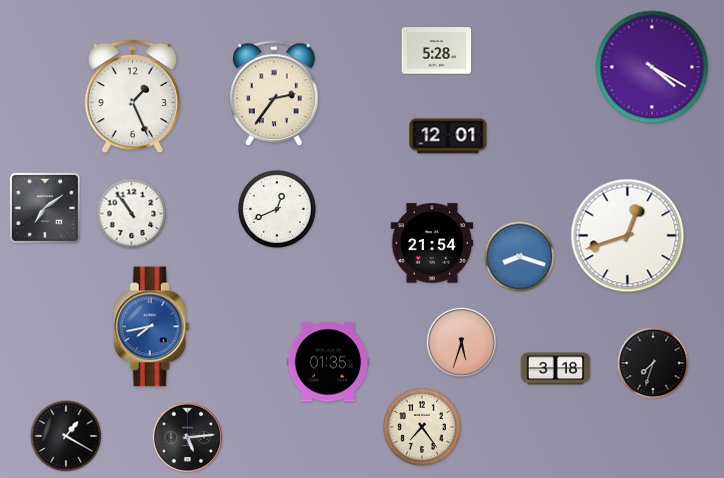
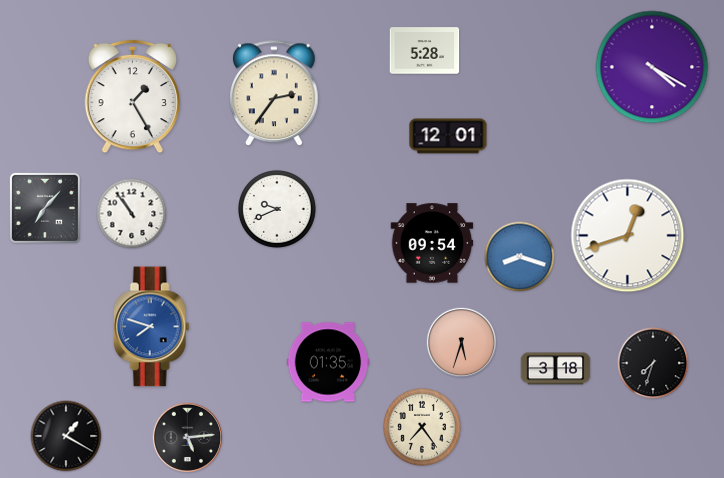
clock at (437, 51) position: (437, 51) -> (425, 51)
clock at (133, 97): 1:26 -> 1:25
clock at (45, 208): 7:09 -> 7:07
clock at (277, 209): 12:41 -> 9:41
clock at (432, 243): 21:54 -> 09:54
clock at (151, 327): 7:43 -> 7:48
